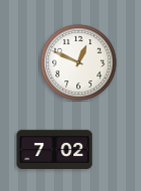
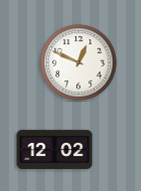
clock at (55, 149): 7:02 -> 12:02
